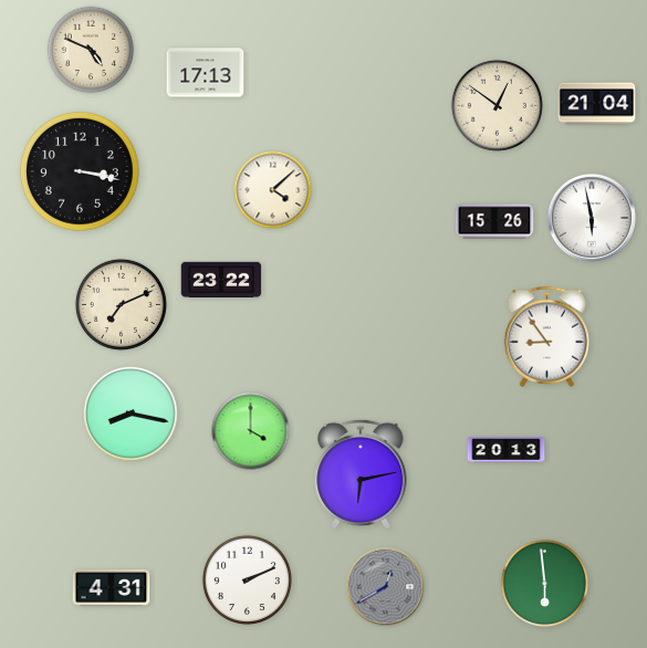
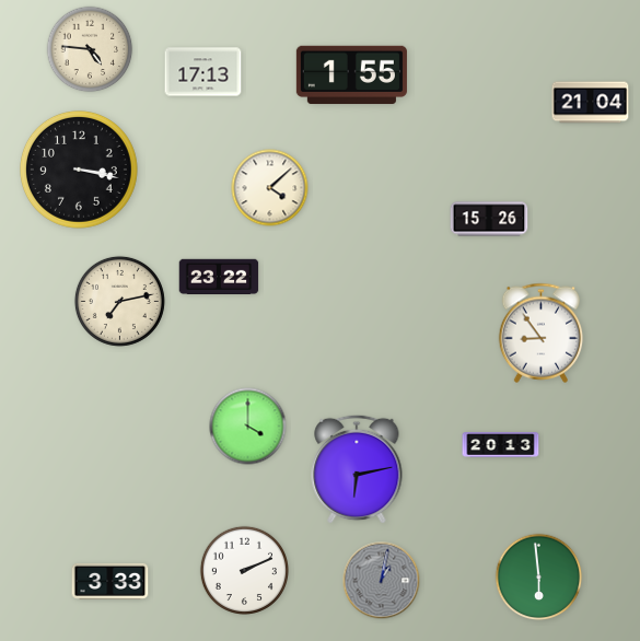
clock at (91, 50): 4:49 -> 4:46
clock at (351, 75): none -> 1:55
clock at (497, 105): 12:51 -> none
clock at (592, 218): 5:58 -> none
clock at (121, 304): 7:11 -> 7:13
clock at (131, 414): 8:17 -> none
clock at (247, 579) position: (247, 579) -> (244, 570)
clock at (112, 587): 4:31 -> 3:33
clock at (386, 587): 12:40 -> 1:02
